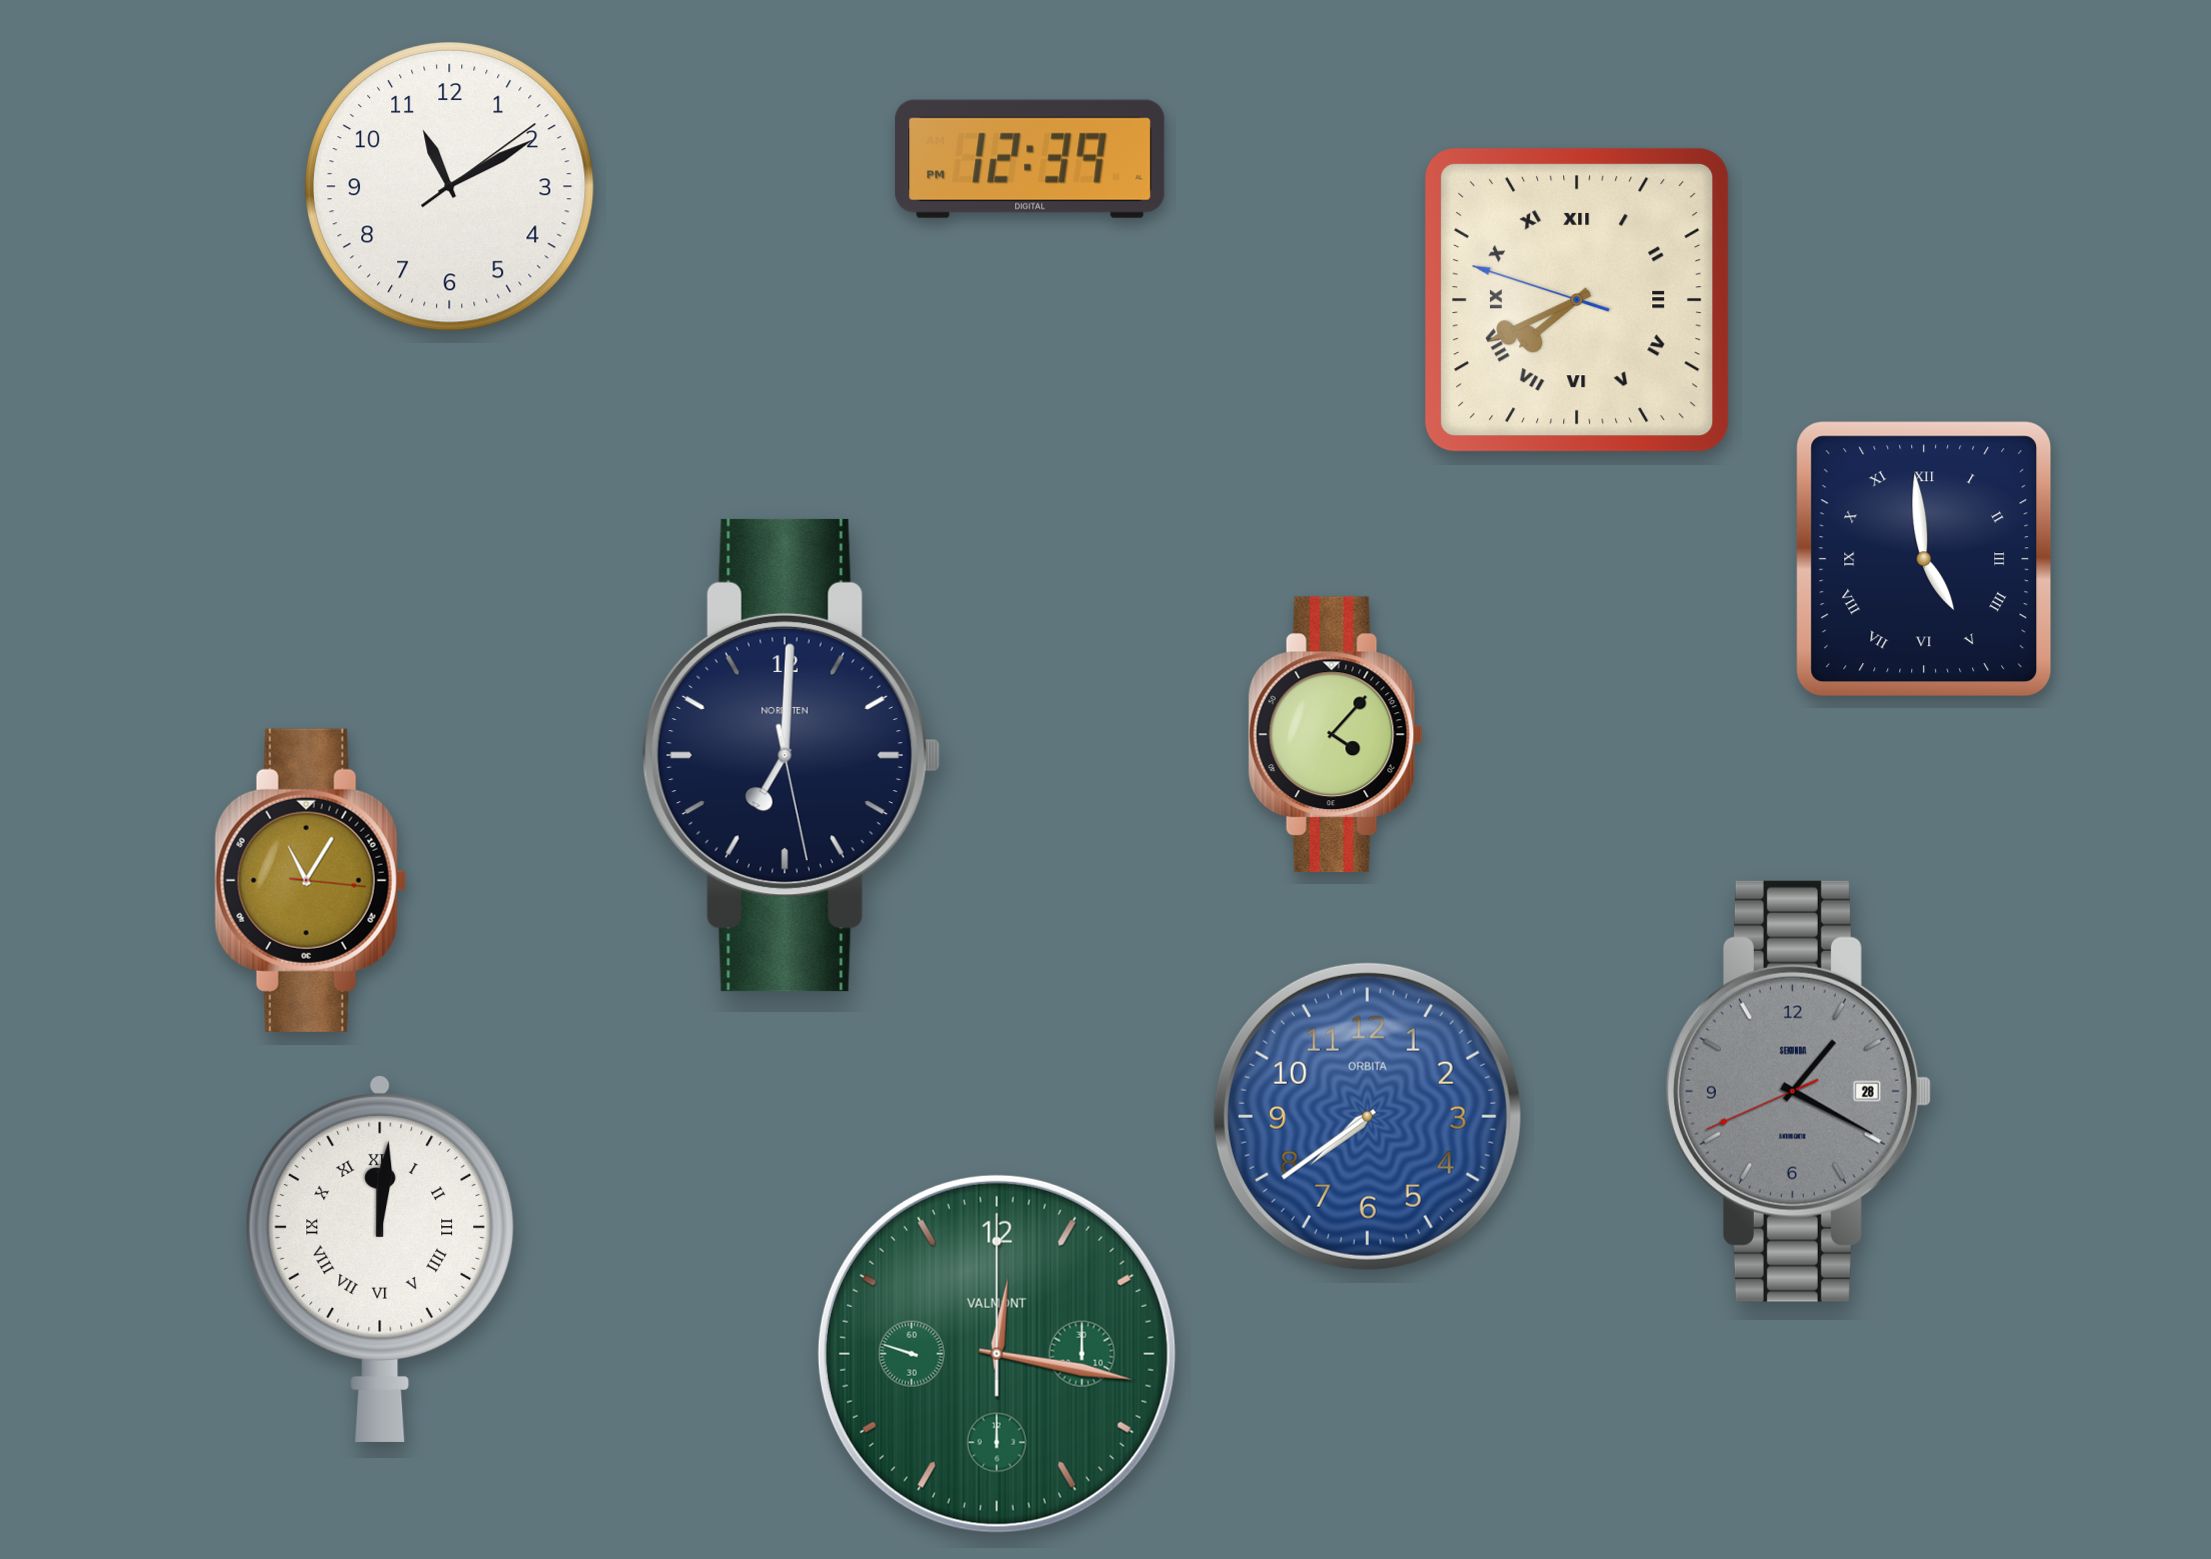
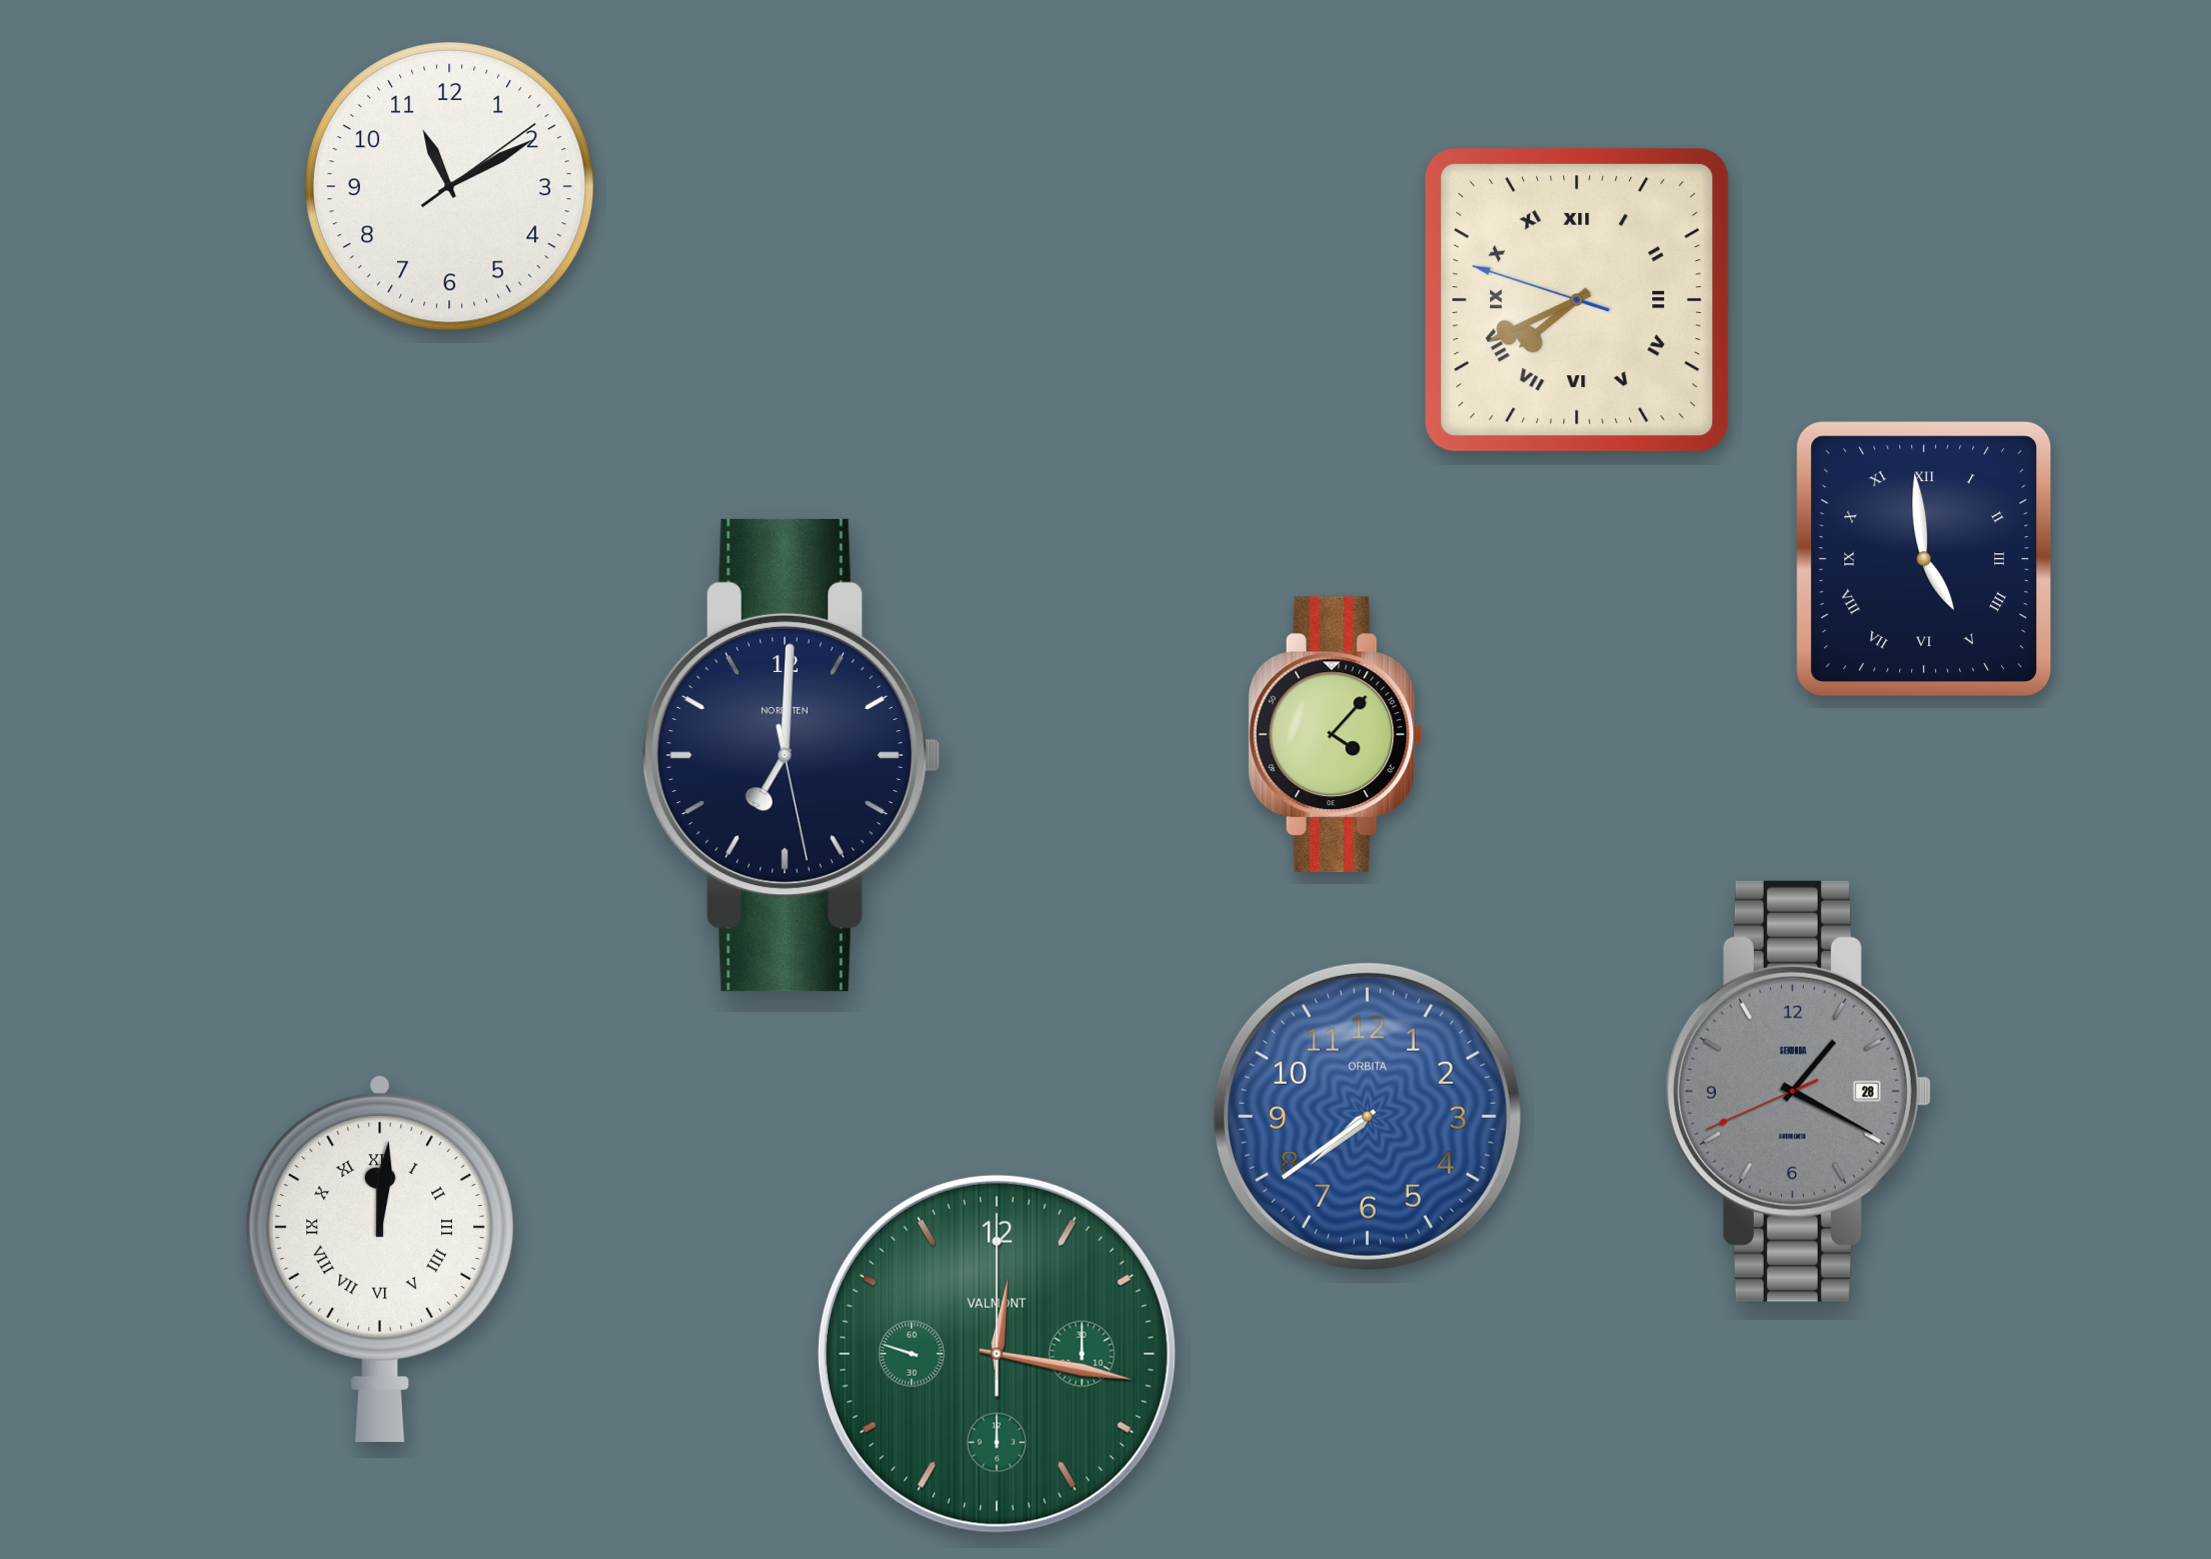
clock at (1030, 159): 12:39 -> none
clock at (310, 880): 11:05 -> none
